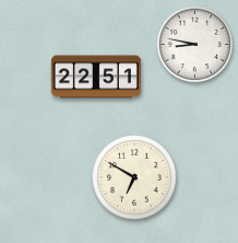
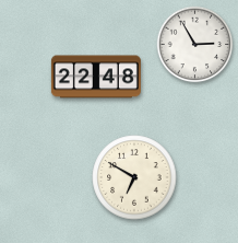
clock at (195, 45): 8:47 -> 2:55
clock at (96, 77): 22:51 -> 22:48
